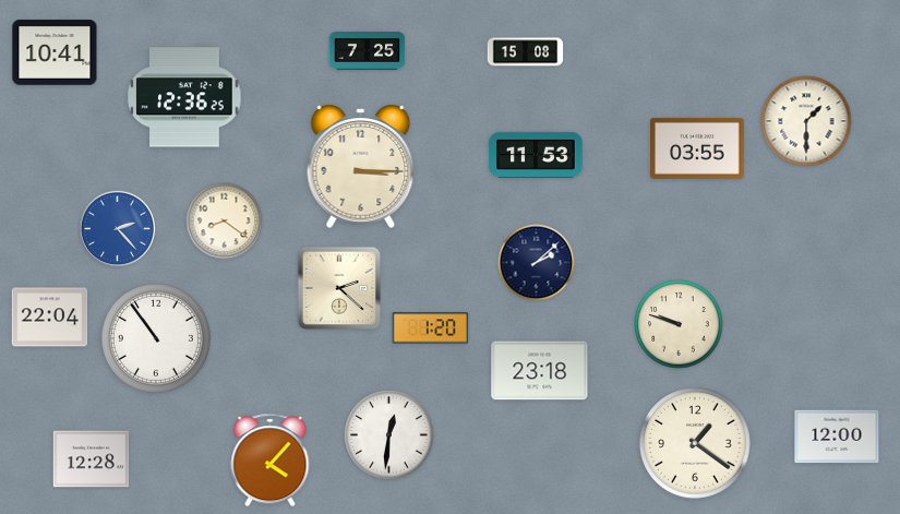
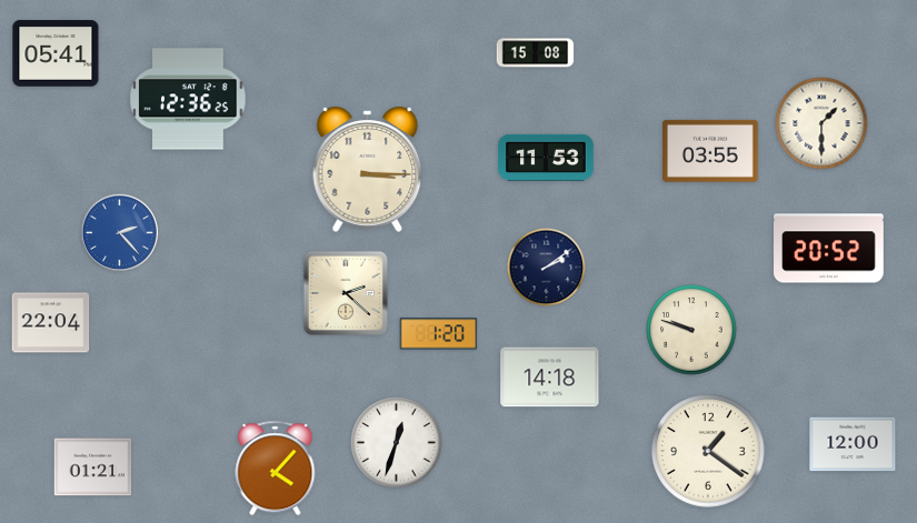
clock at (368, 51): 7:25 -> none
clock at (55, 52): 10:41 -> 05:41
clock at (225, 222): 8:21 -> none
clock at (829, 249): none -> 20:52
clock at (537, 263): 2:08 -> 2:09
clock at (156, 338): 10:54 -> none
clock at (540, 371): 23:18 -> 14:18
clock at (389, 435): 12:31 -> 12:33
clock at (92, 459): 12:28 -> 01:21
